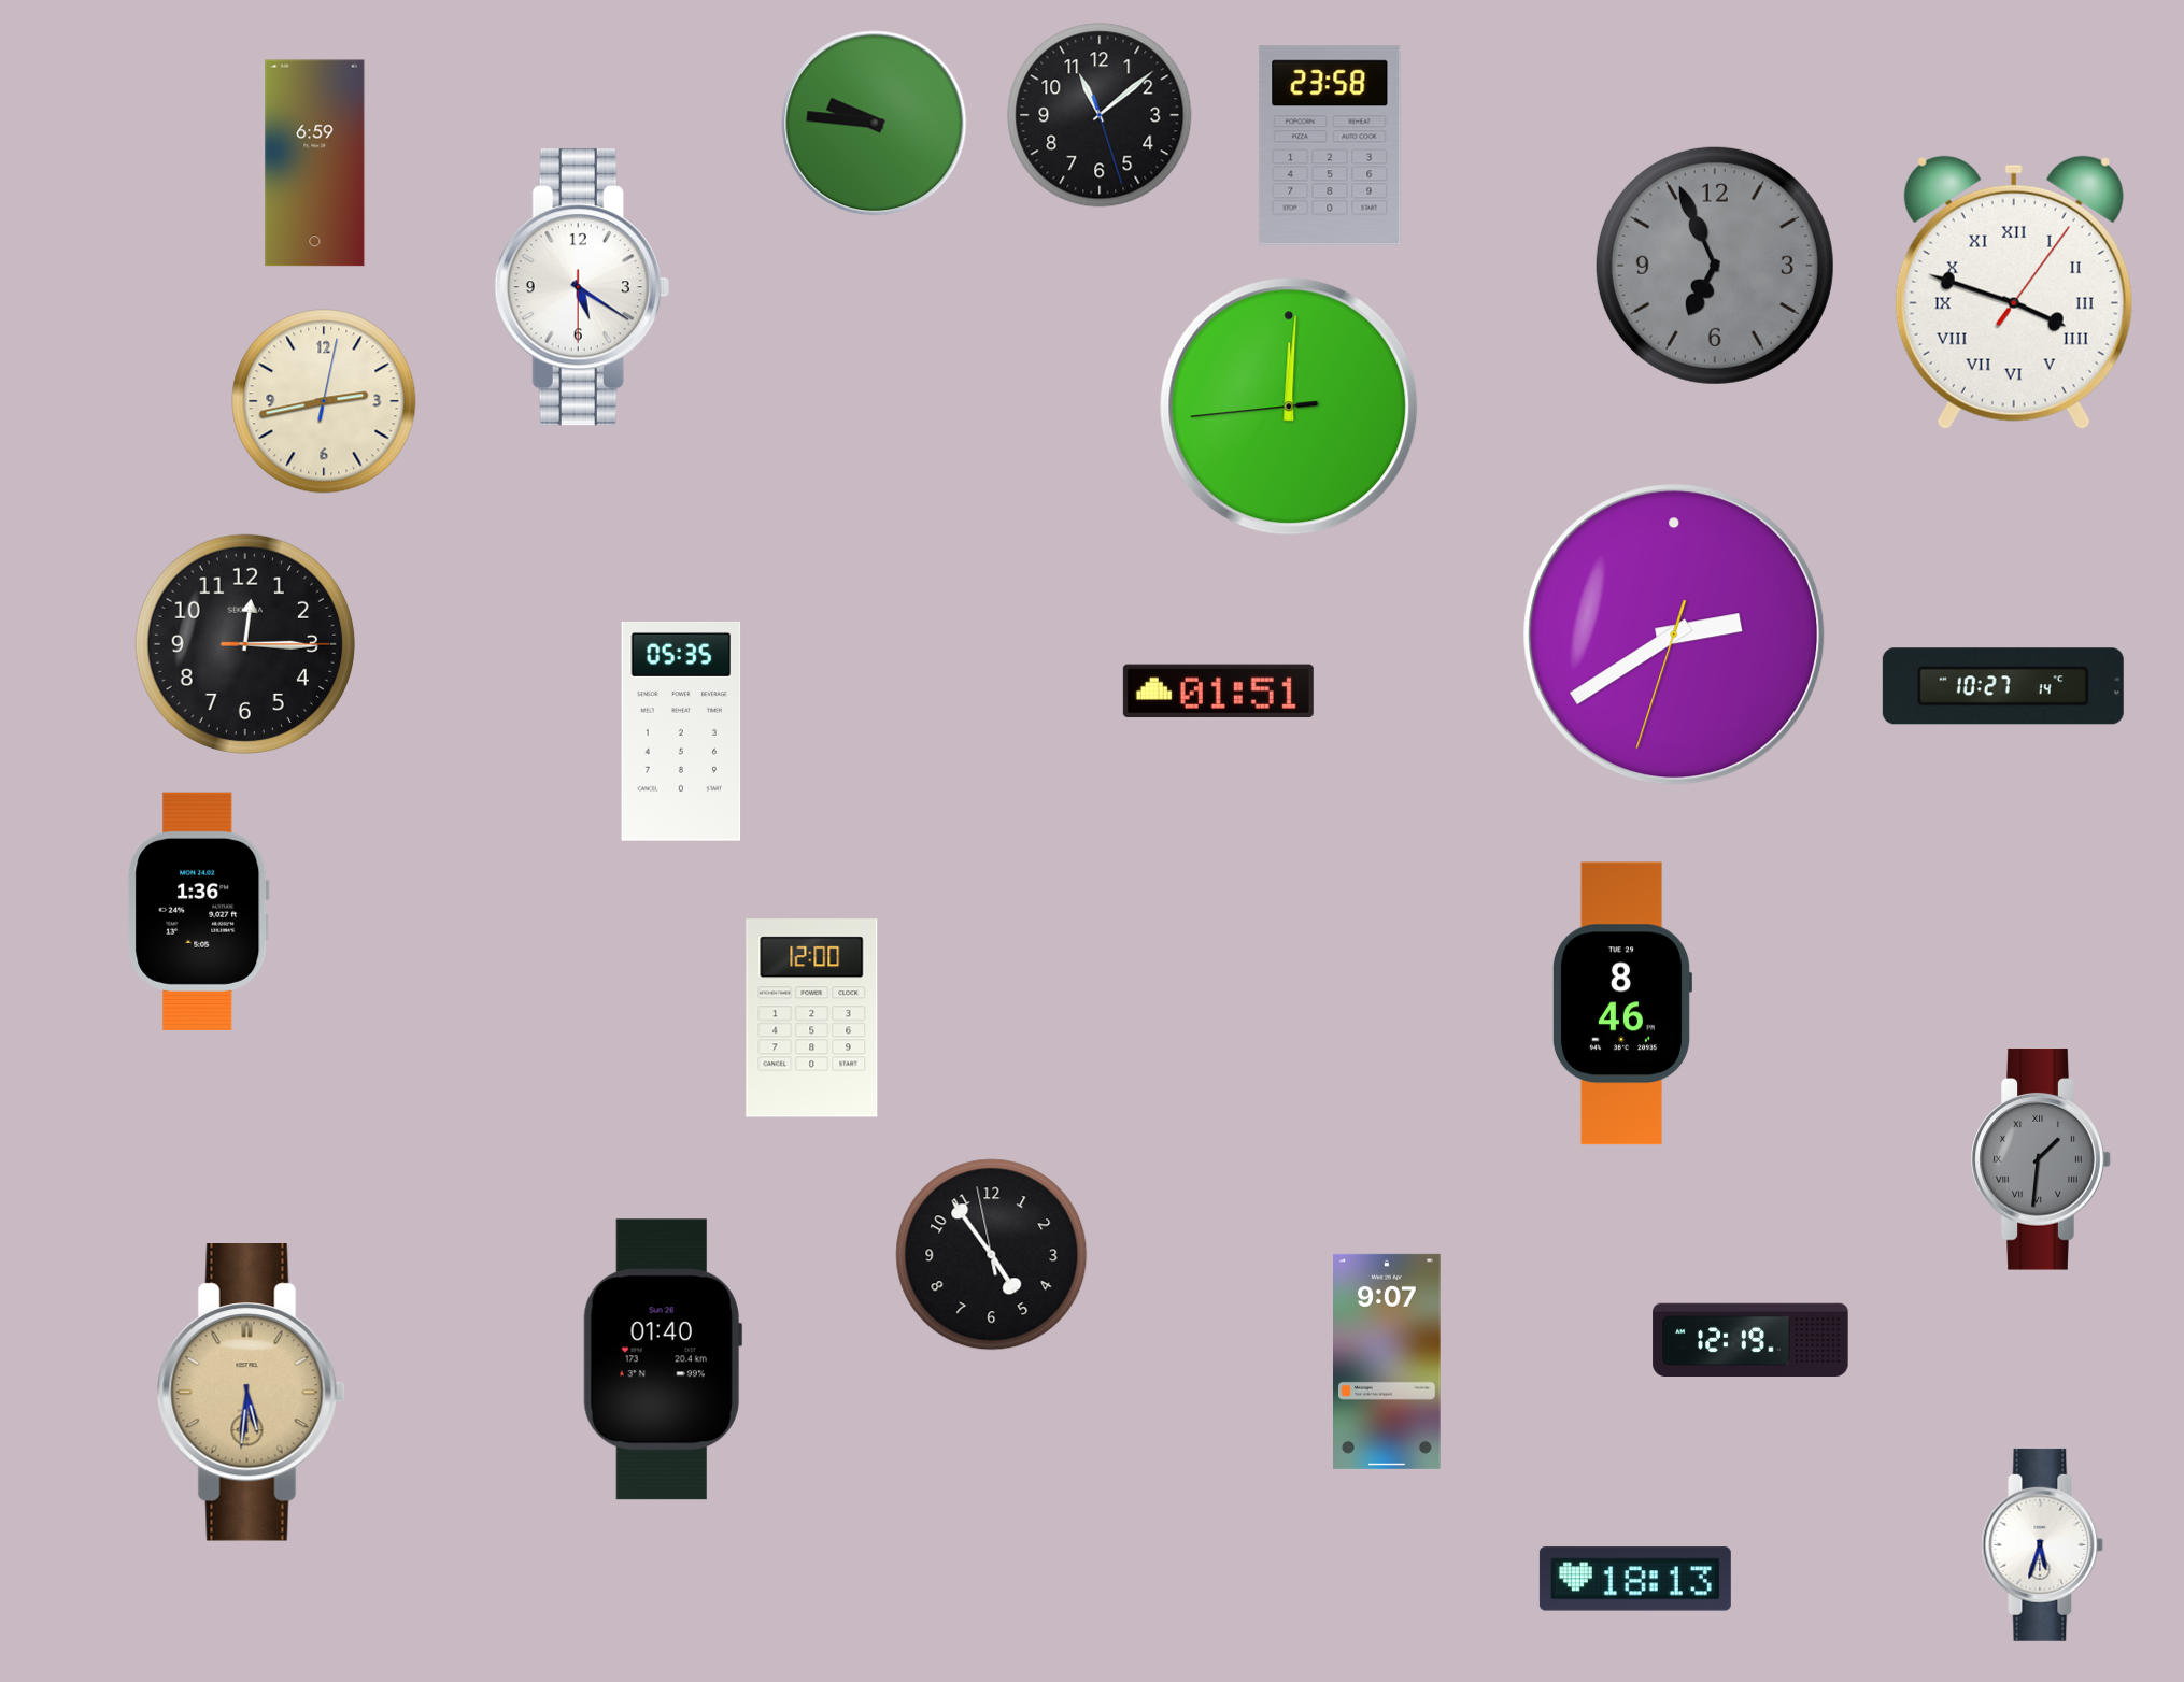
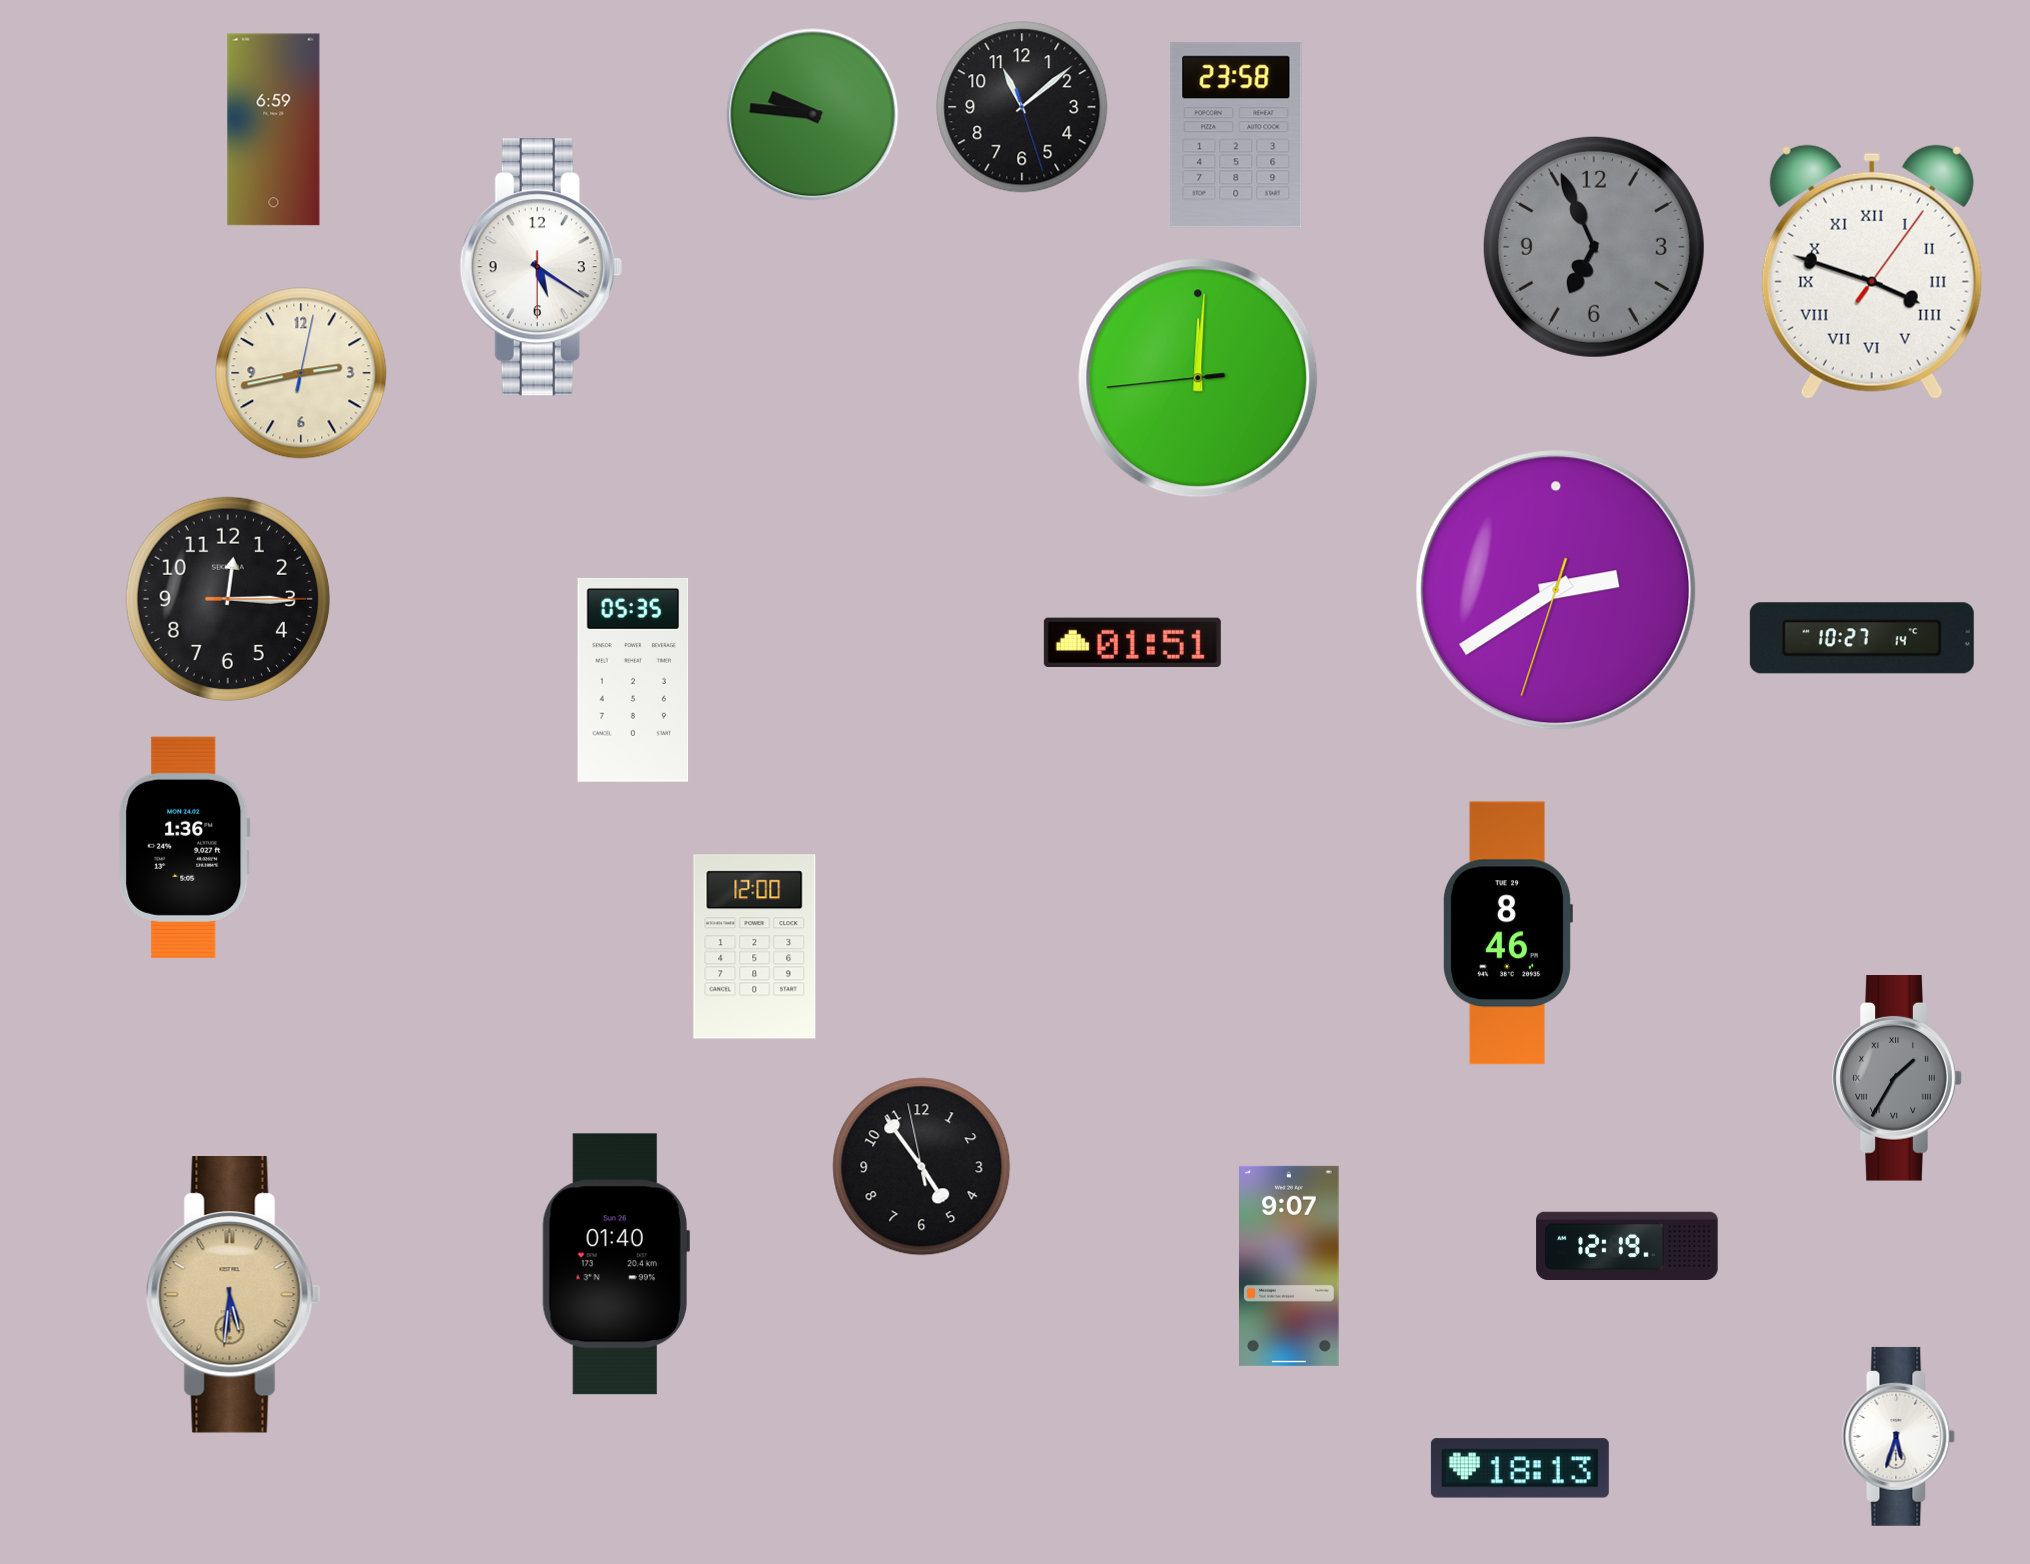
clock at (315, 163) position: (315, 163) -> (274, 130)
clock at (2041, 1159): 1:31 -> 1:35
